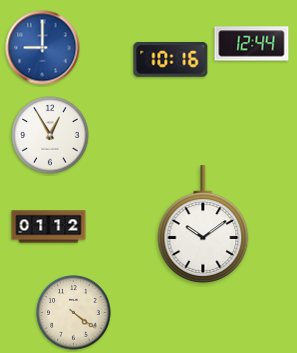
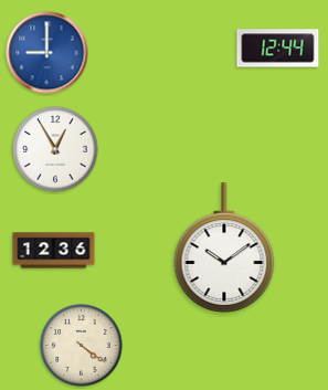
clock at (171, 59): 10:16 -> none
clock at (49, 227): 01:12 -> 12:36
